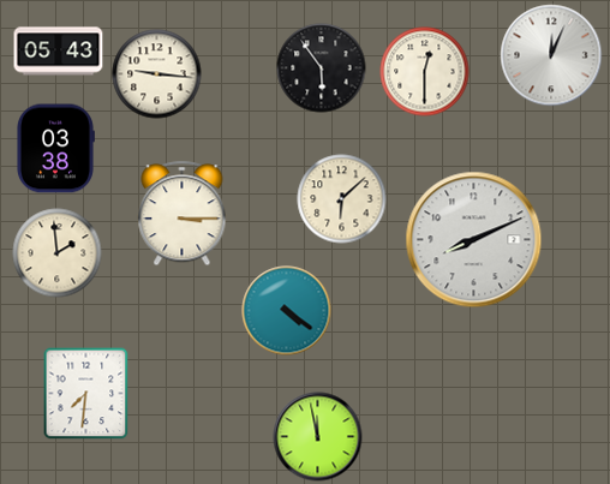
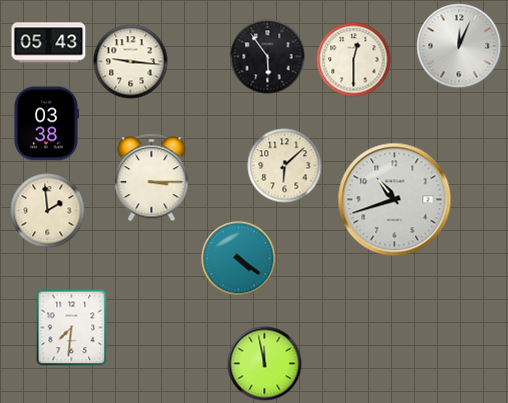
clock at (474, 240): 8:11 -> 10:42
